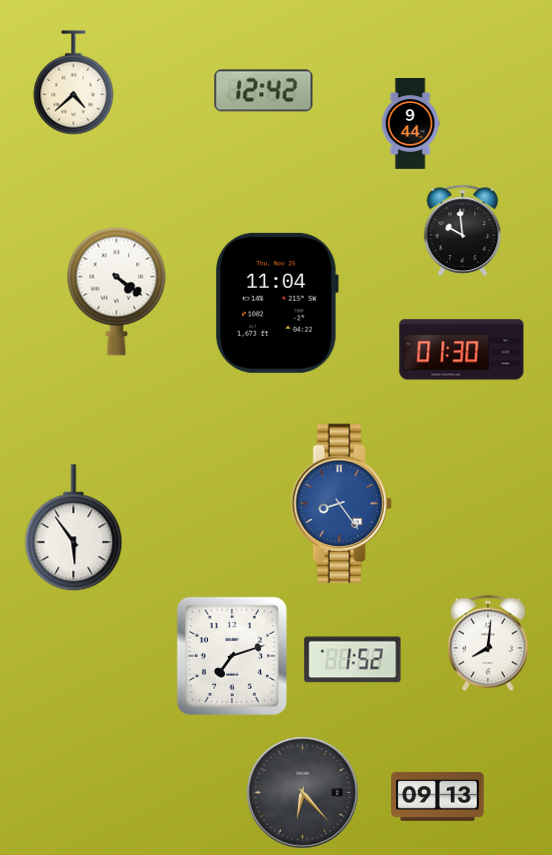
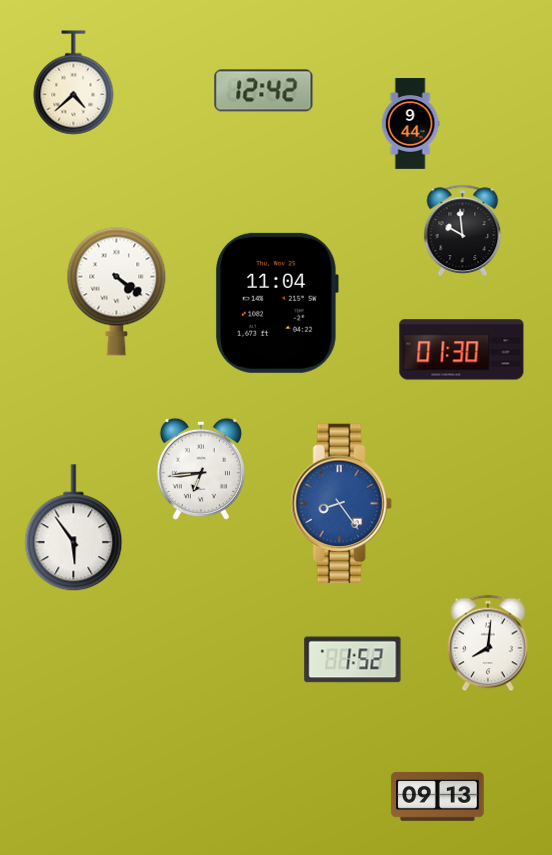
clock at (201, 469): none -> 6:44
clock at (232, 656): 7:12 -> none
clock at (303, 793): 6:23 -> none
